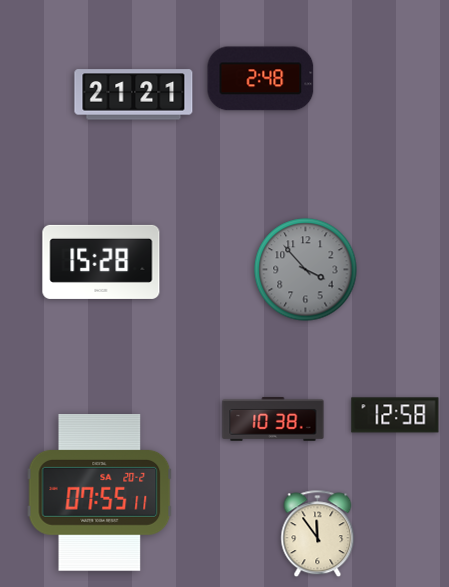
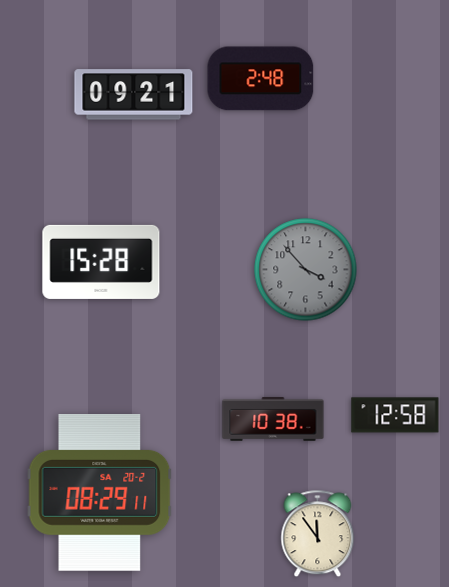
clock at (134, 95): 21:21 -> 09:21
clock at (100, 493): 07:55 -> 08:29
